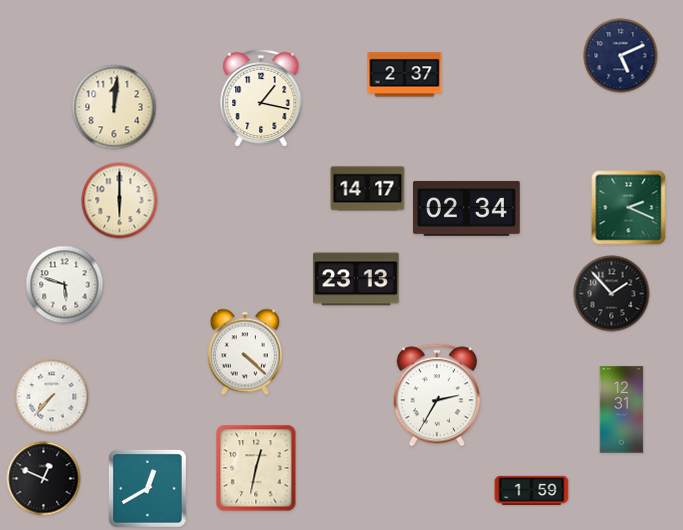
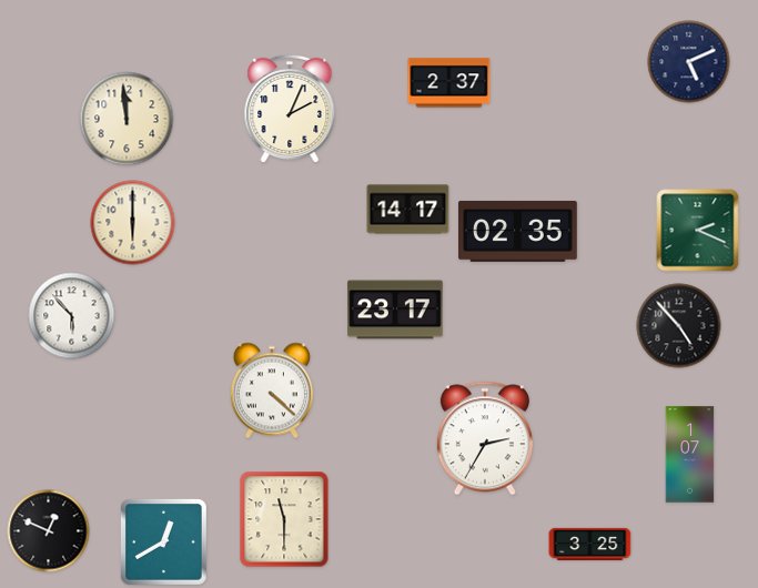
clock at (261, 98): 1:17 -> 2:04
clock at (114, 107): 12:01 -> 11:59
clock at (467, 208): 02:34 -> 02:35
clock at (356, 279): 23:13 -> 23:17
clock at (65, 285): 5:48 -> 5:53
clock at (612, 294): 1:53 -> 4:53
clock at (52, 397): 7:37 -> none
clock at (622, 410): 12:31 -> 1:07
clock at (256, 468): 12:32 -> 11:30
clock at (532, 490): 1:59 -> 3:25
